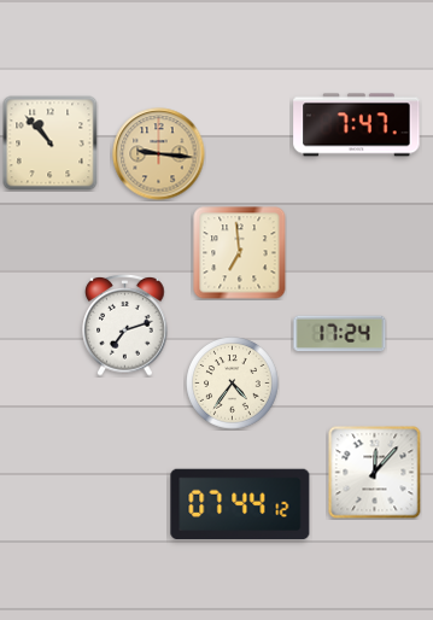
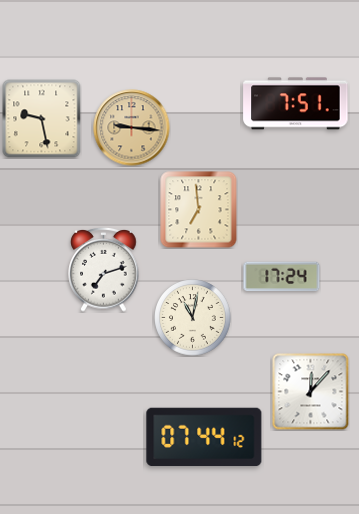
clock at (357, 125): 7:47 -> 7:51
clock at (51, 144): 10:53 -> 9:28
clock at (233, 384): 4:36 -> 11:02
clock at (240, 504) position: (240, 504) -> (204, 437)
